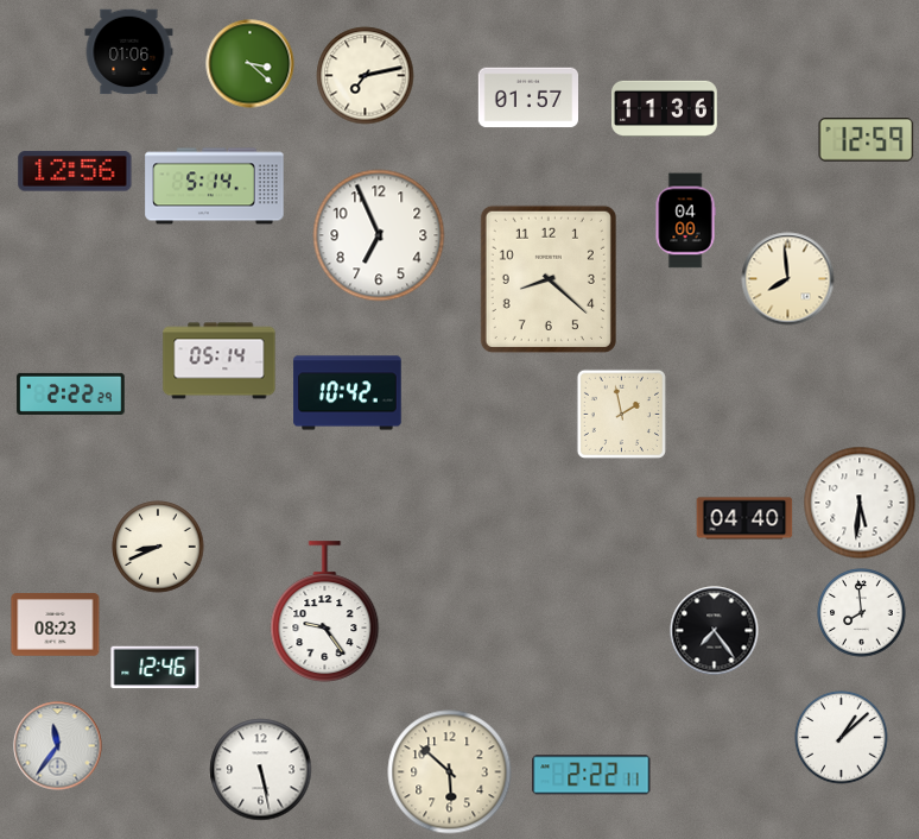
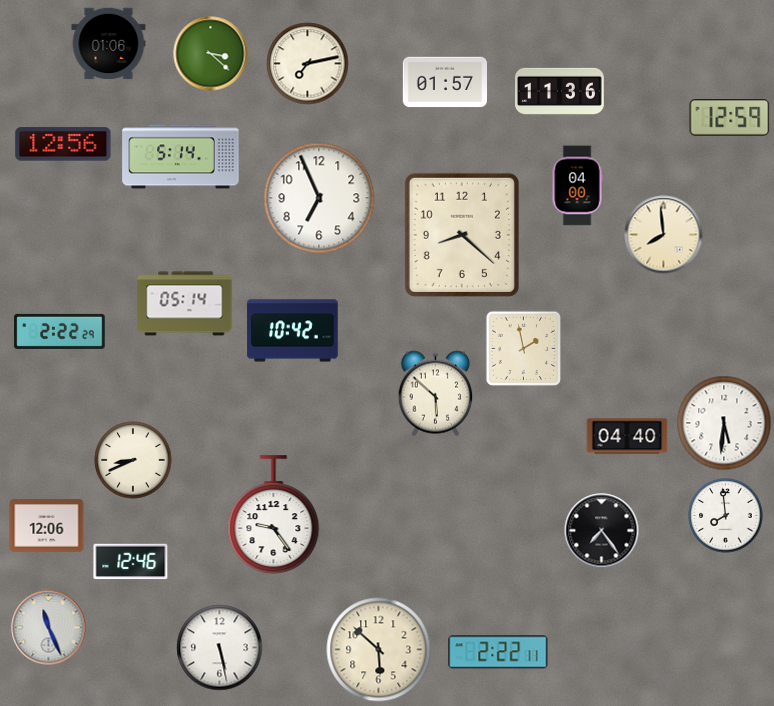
clock at (436, 394): none -> 5:52
clock at (56, 625): 08:23 -> 12:06
clock at (842, 738): 1:08 -> none
clock at (58, 746): 11:36 -> 11:26
